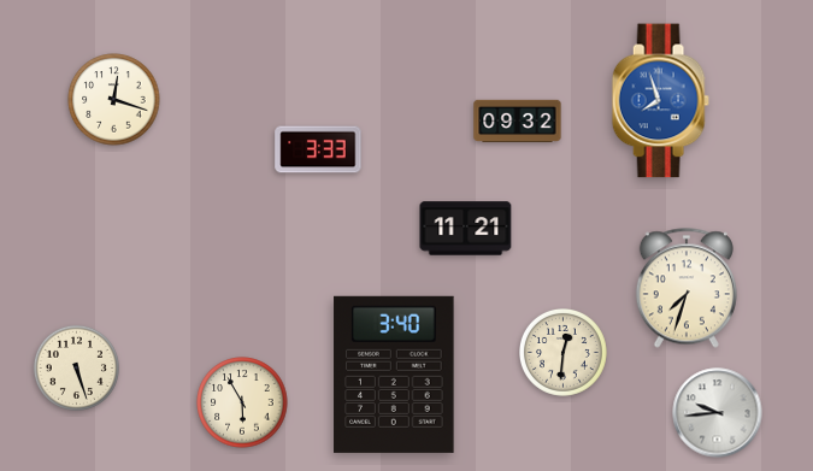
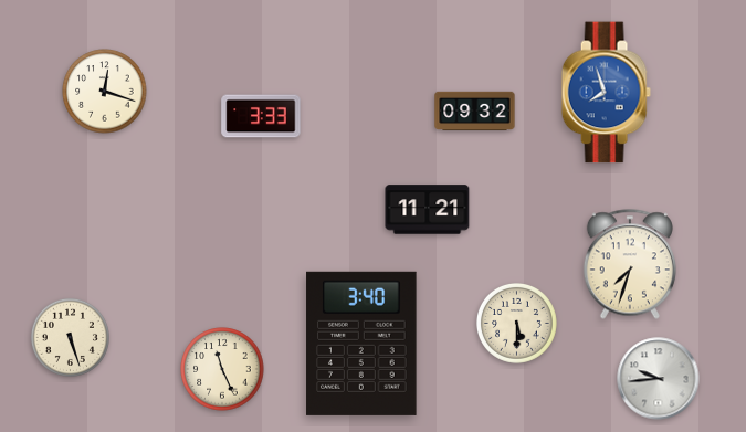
clock at (318, 149) position: (318, 149) -> (261, 116)
clock at (564, 353): 12:31 -> 5:30
clock at (242, 402): 5:55 -> 11:26
